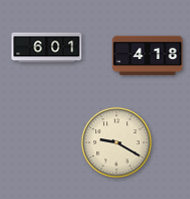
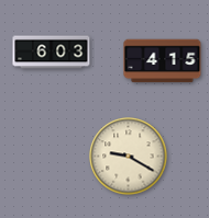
clock at (47, 48): 6:01 -> 6:03
clock at (148, 56): 4:18 -> 4:15
